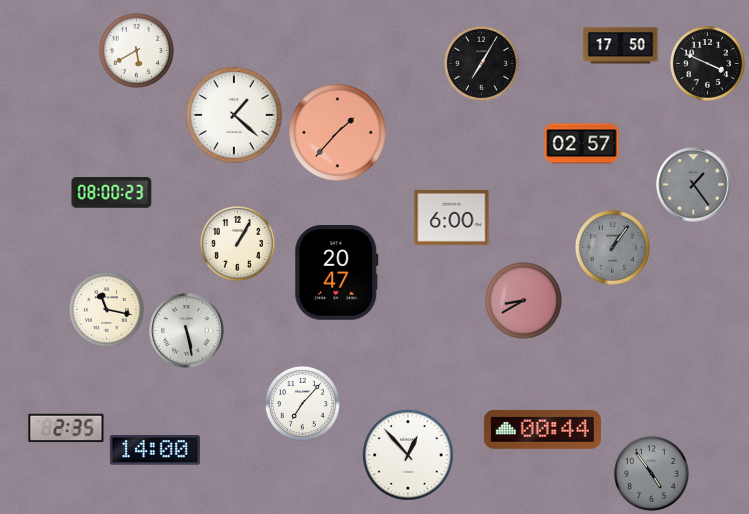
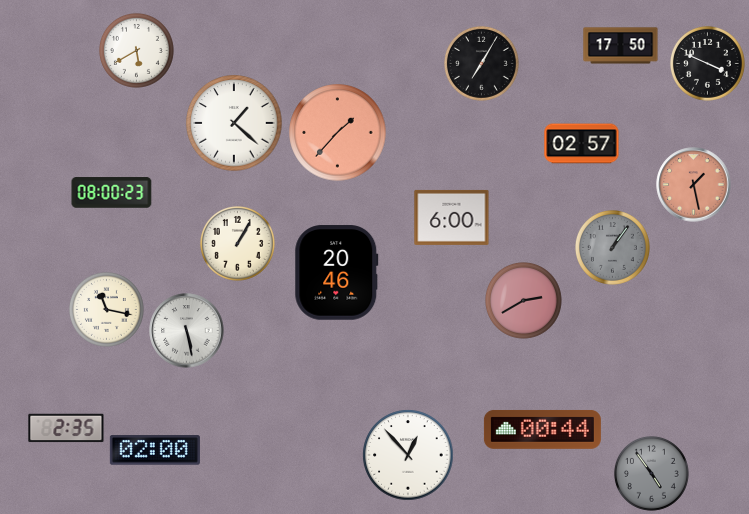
clock at (234, 115) position: (234, 115) -> (234, 123)
clock at (694, 185): 1:24 -> 1:28
clock at (694, 185) dial: grey -> salmon
clock at (337, 273): 20:47 -> 20:46
clock at (524, 301): 8:40 -> 2:40
clock at (302, 403): 7:07 -> none
clock at (155, 450): 14:00 -> 02:00
